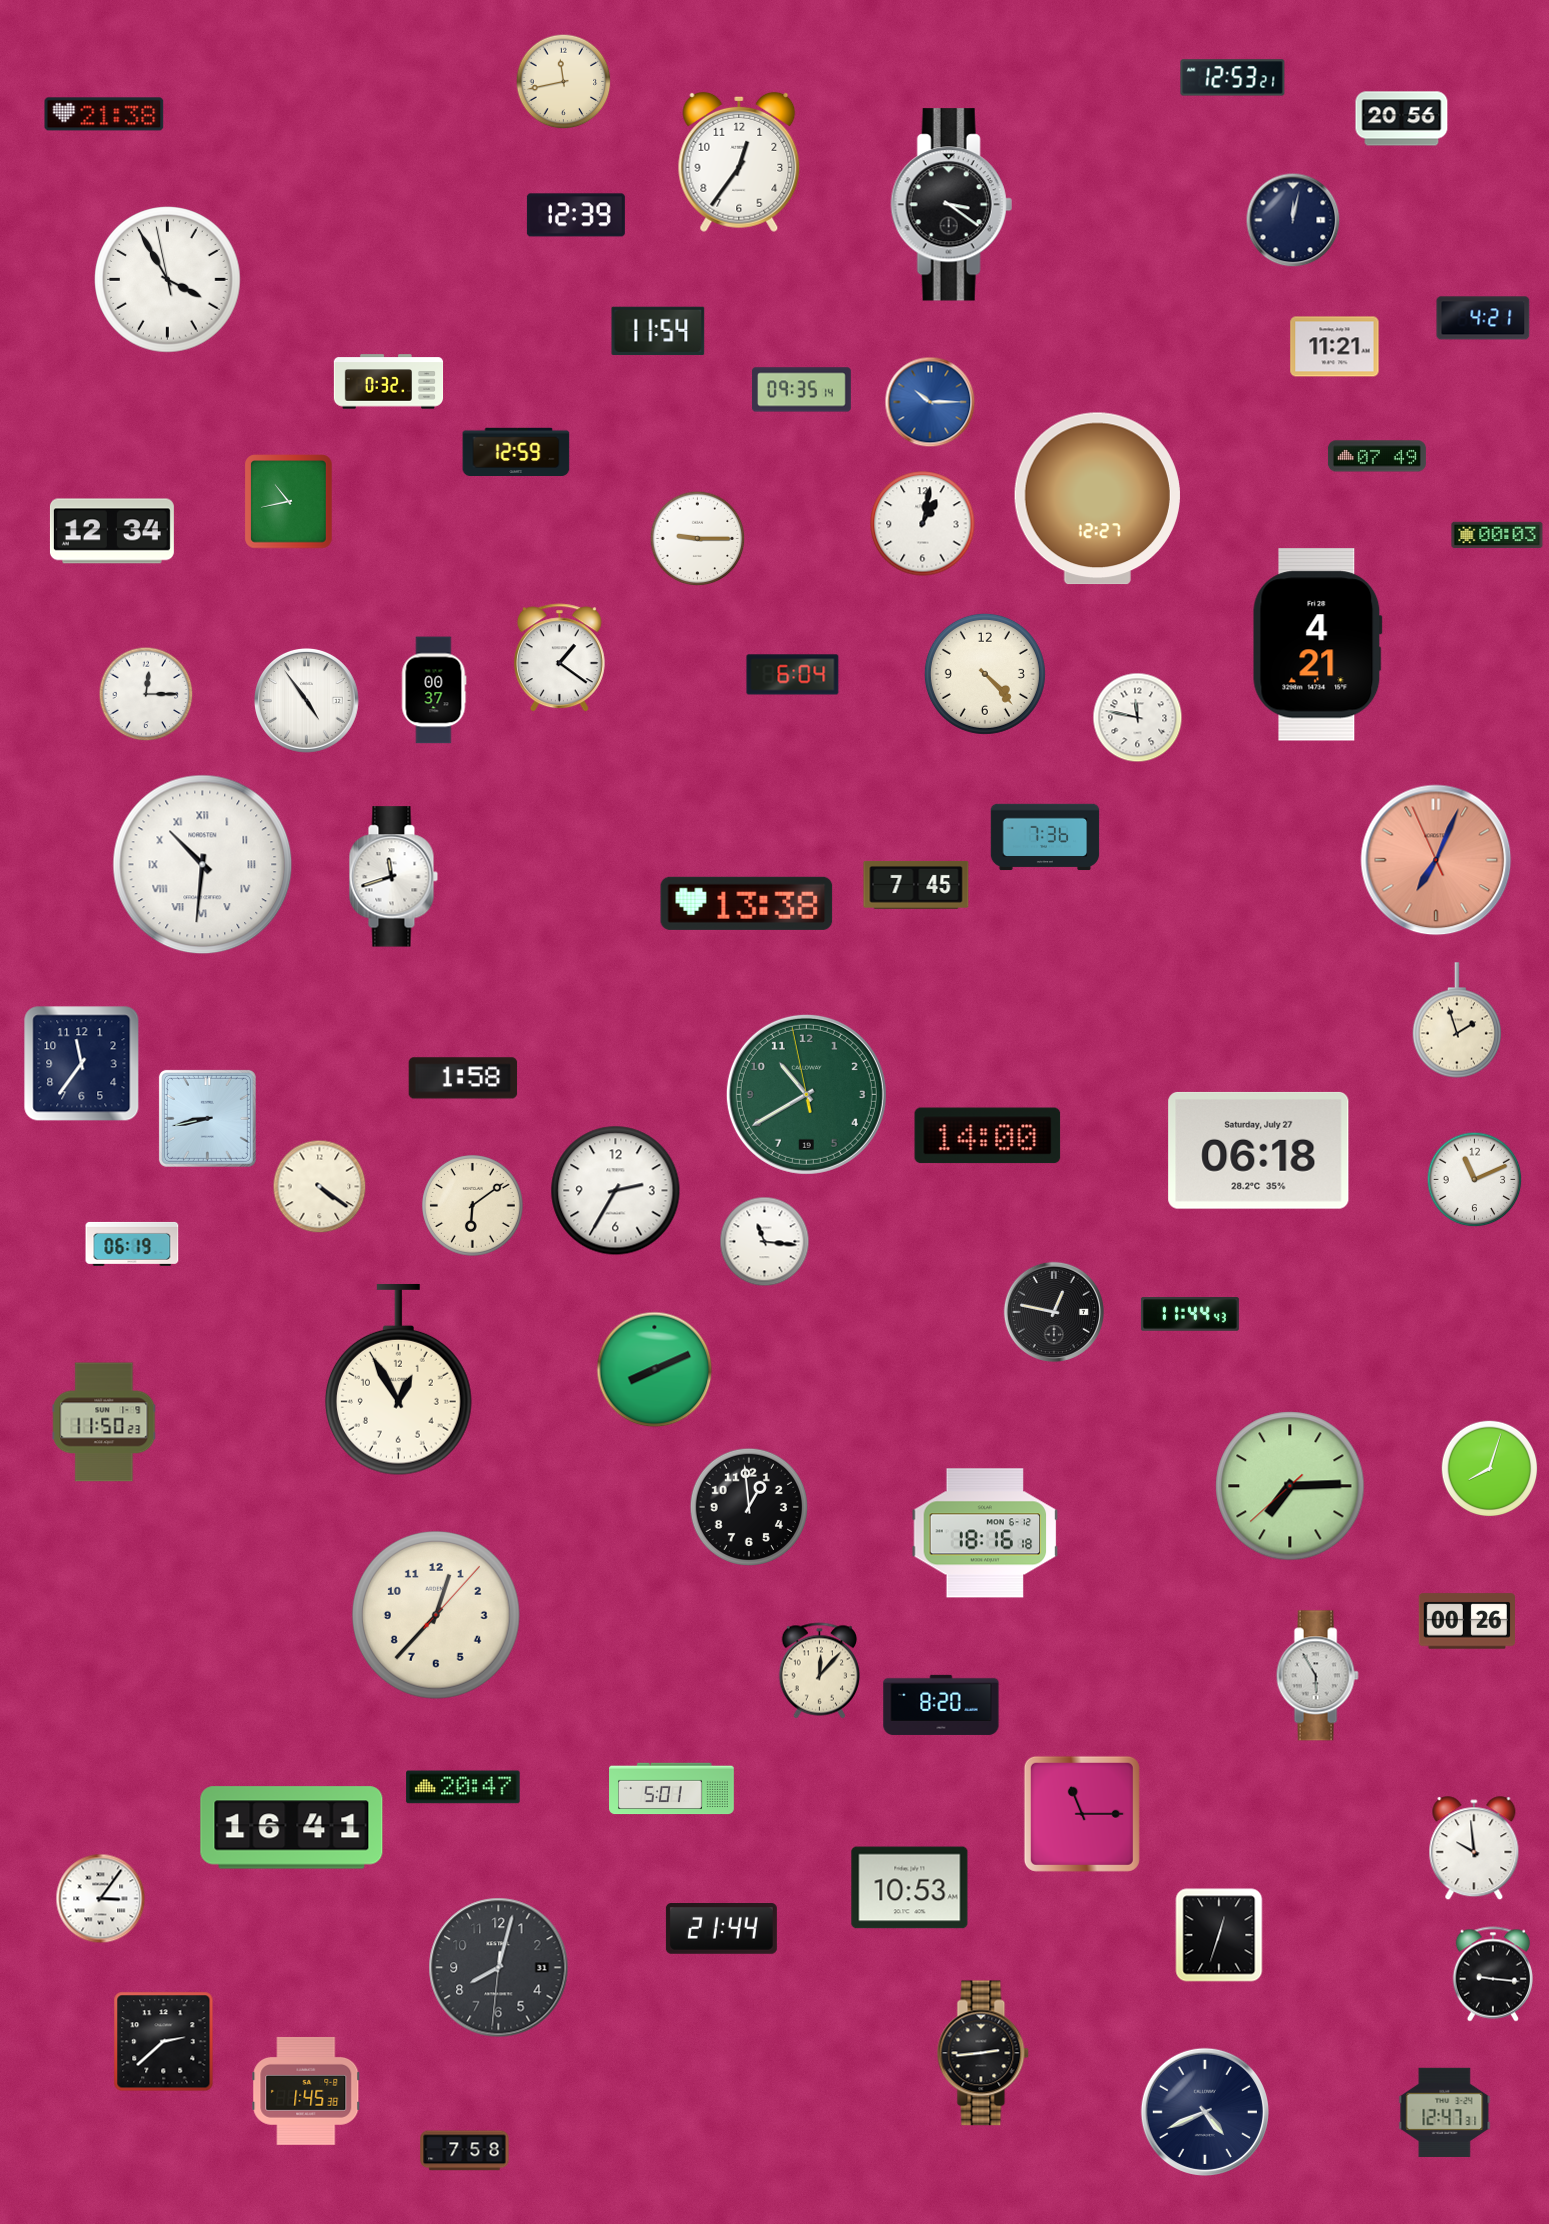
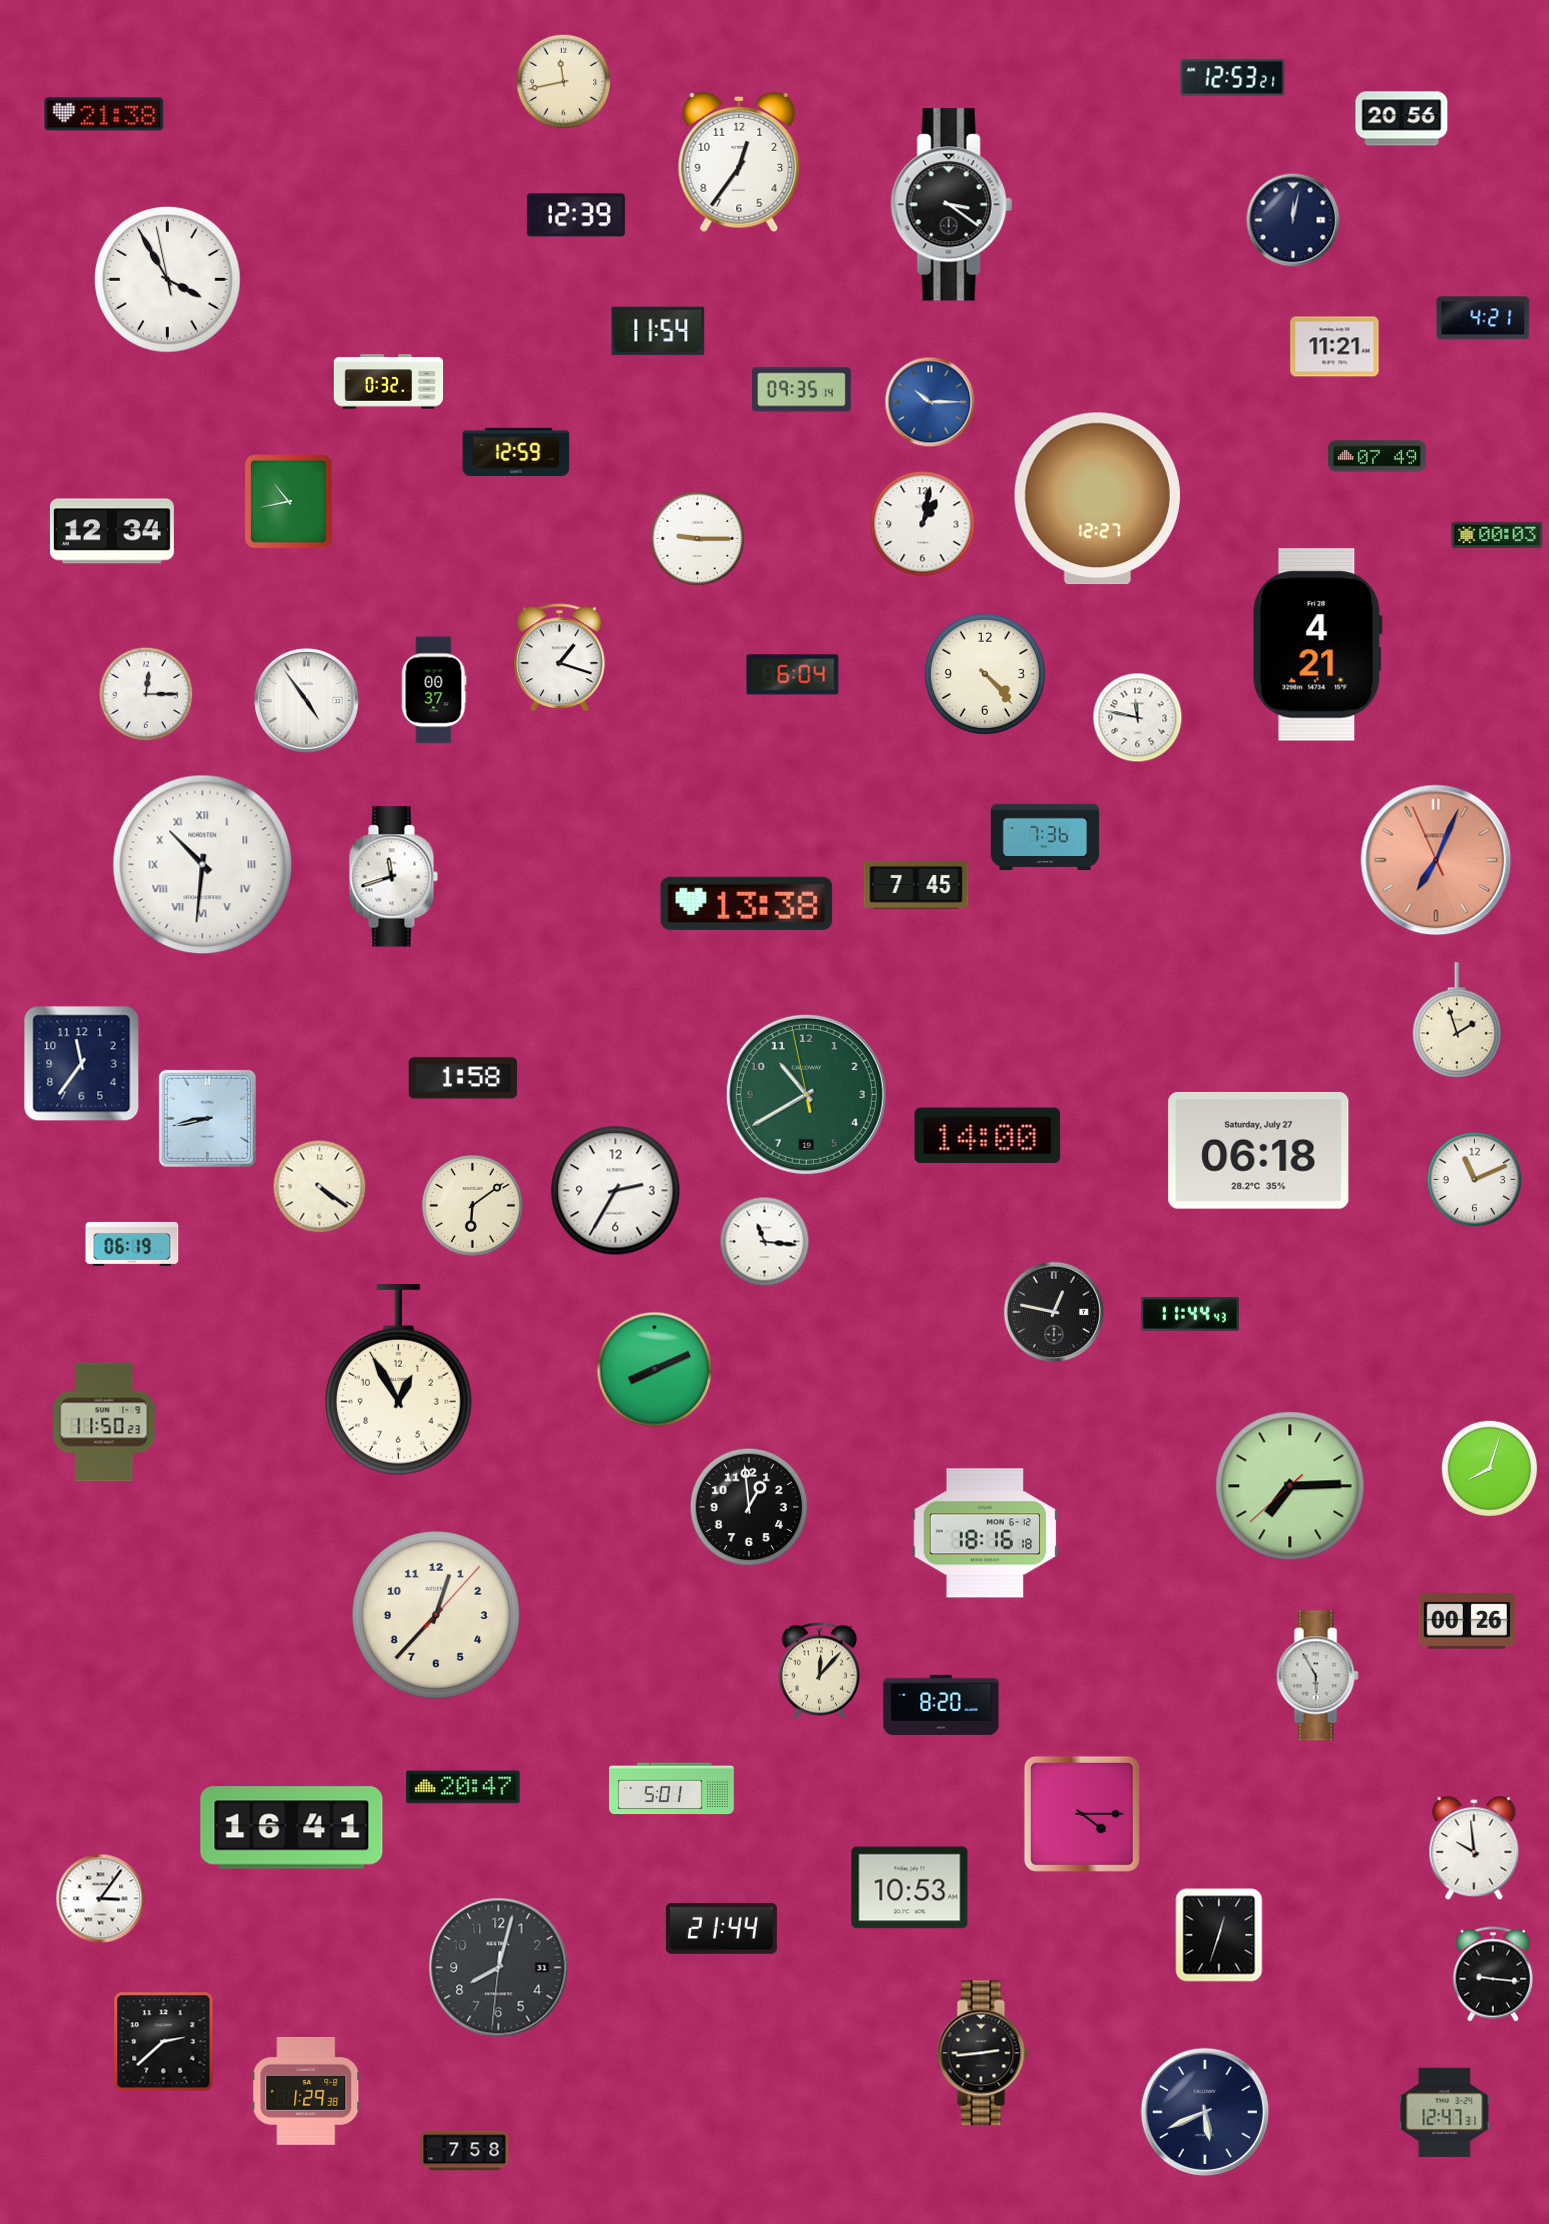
clock at (559, 658): 1:21 -> 1:18
clock at (1082, 1814): 11:15 -> 4:15
clock at (306, 2091): 1:45 -> 1:29
clock at (1205, 2112): 4:41 -> 5:41
